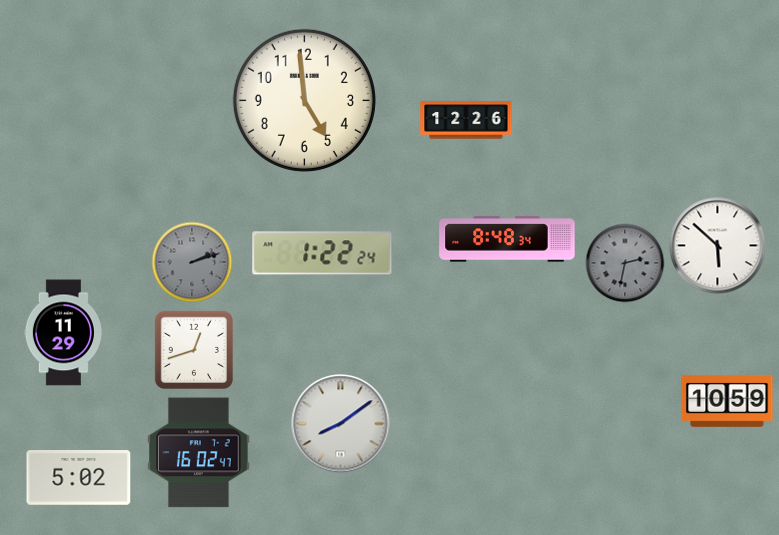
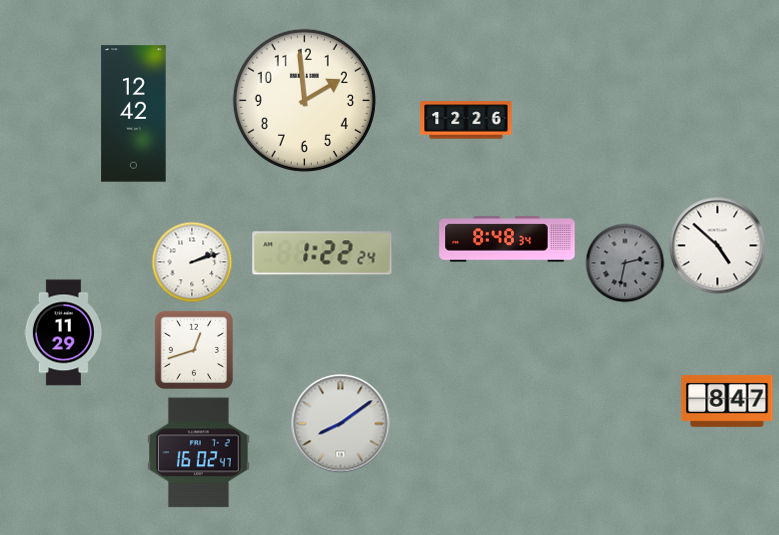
clock at (304, 100): 4:59 -> 1:59
clock at (134, 114): none -> 12:42
clock at (718, 246): 5:52 -> 4:52
clock at (192, 262) dial: grey -> white
clock at (727, 401): 10:59 -> 8:47
clock at (79, 478): 5:02 -> none
